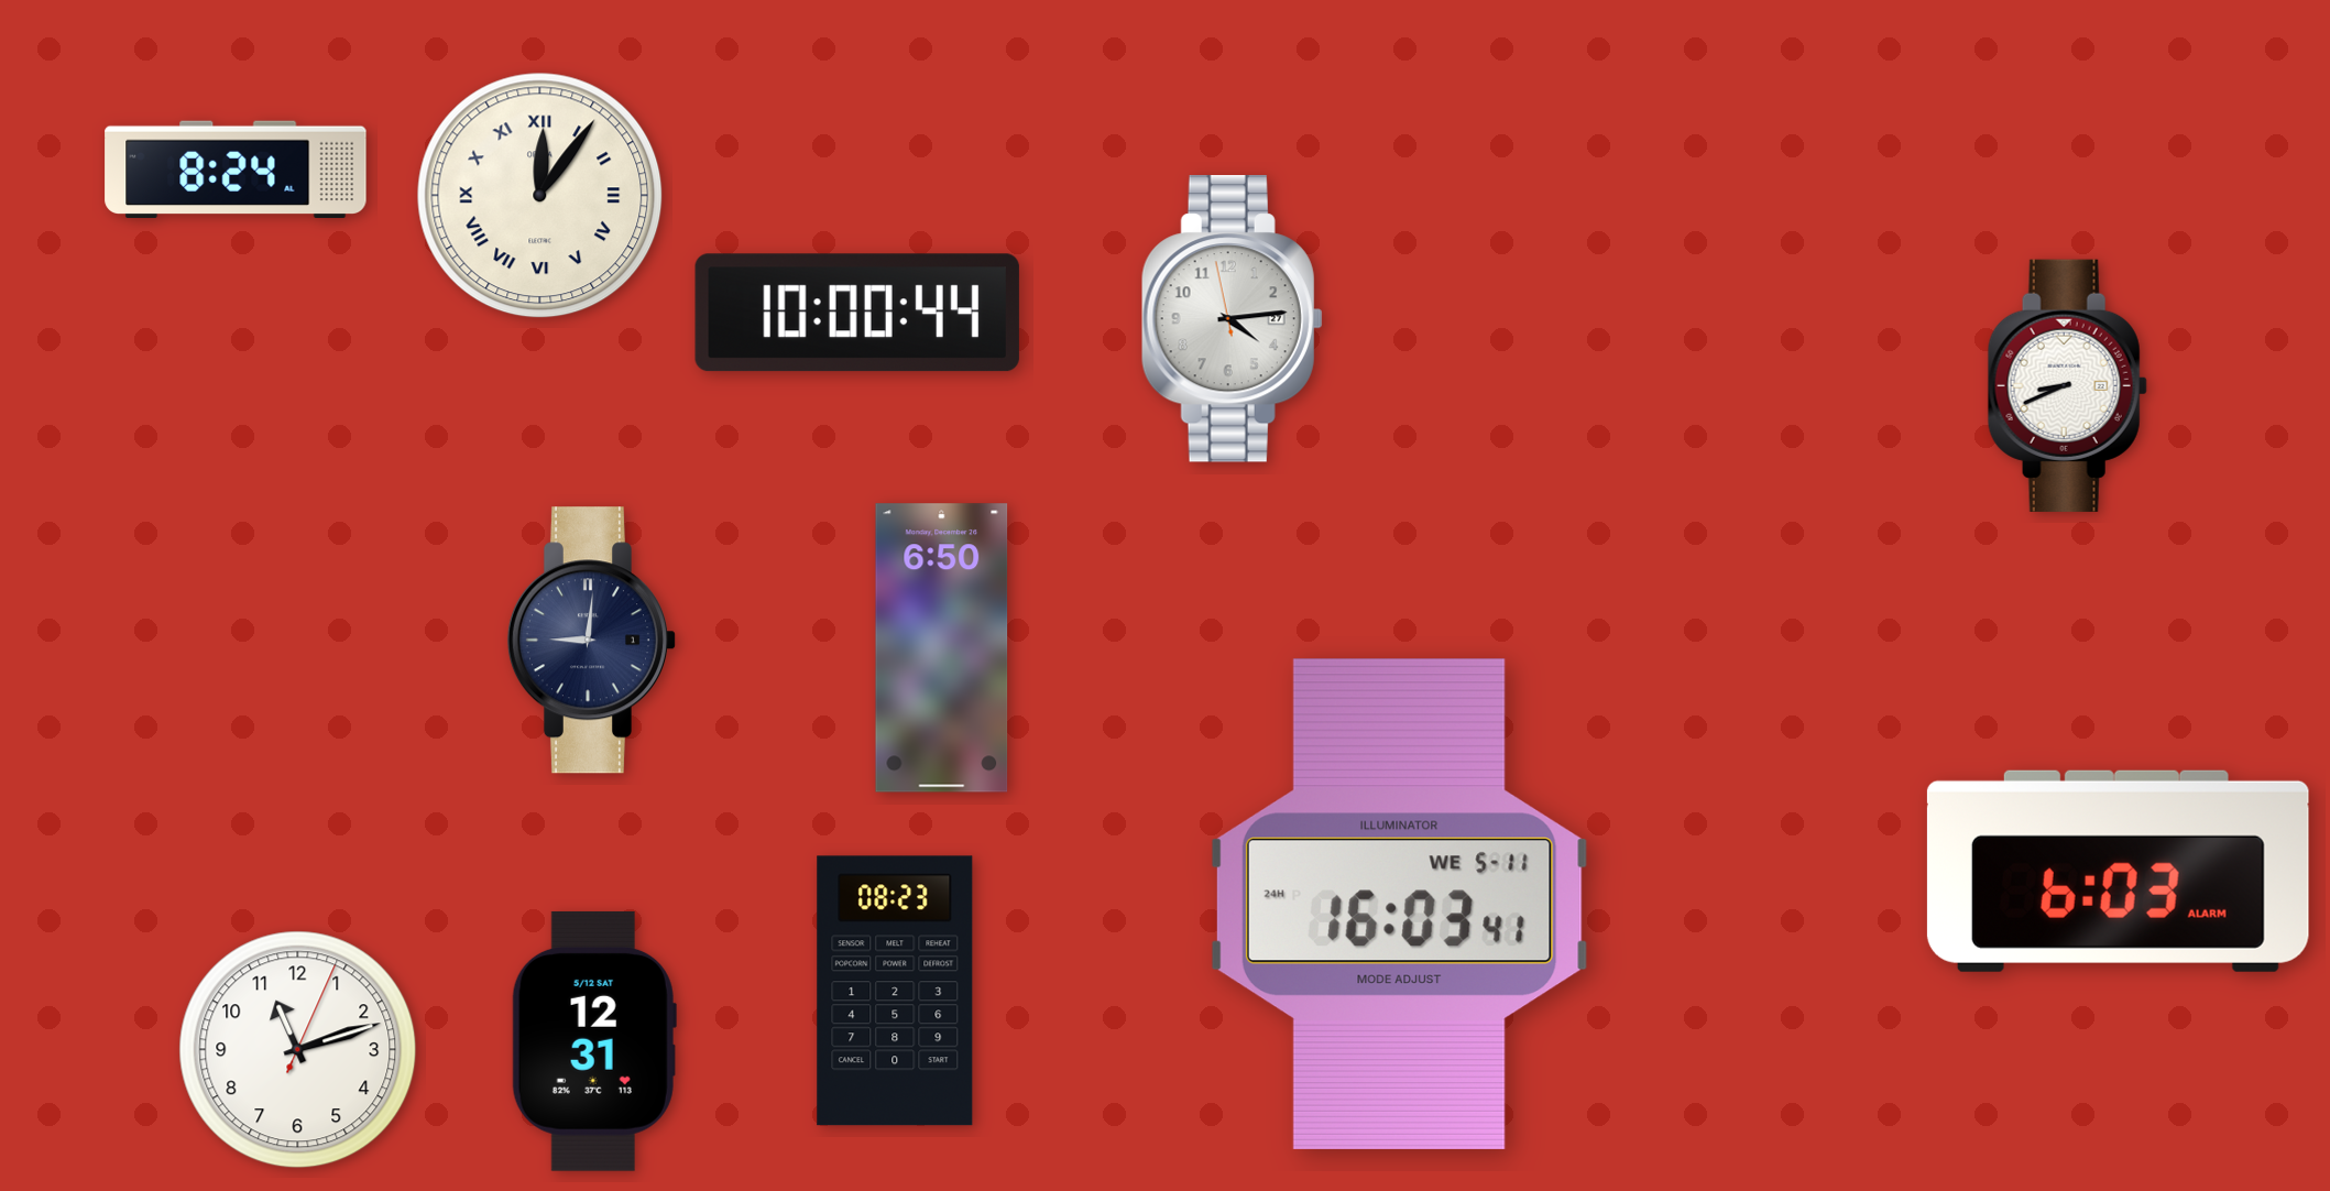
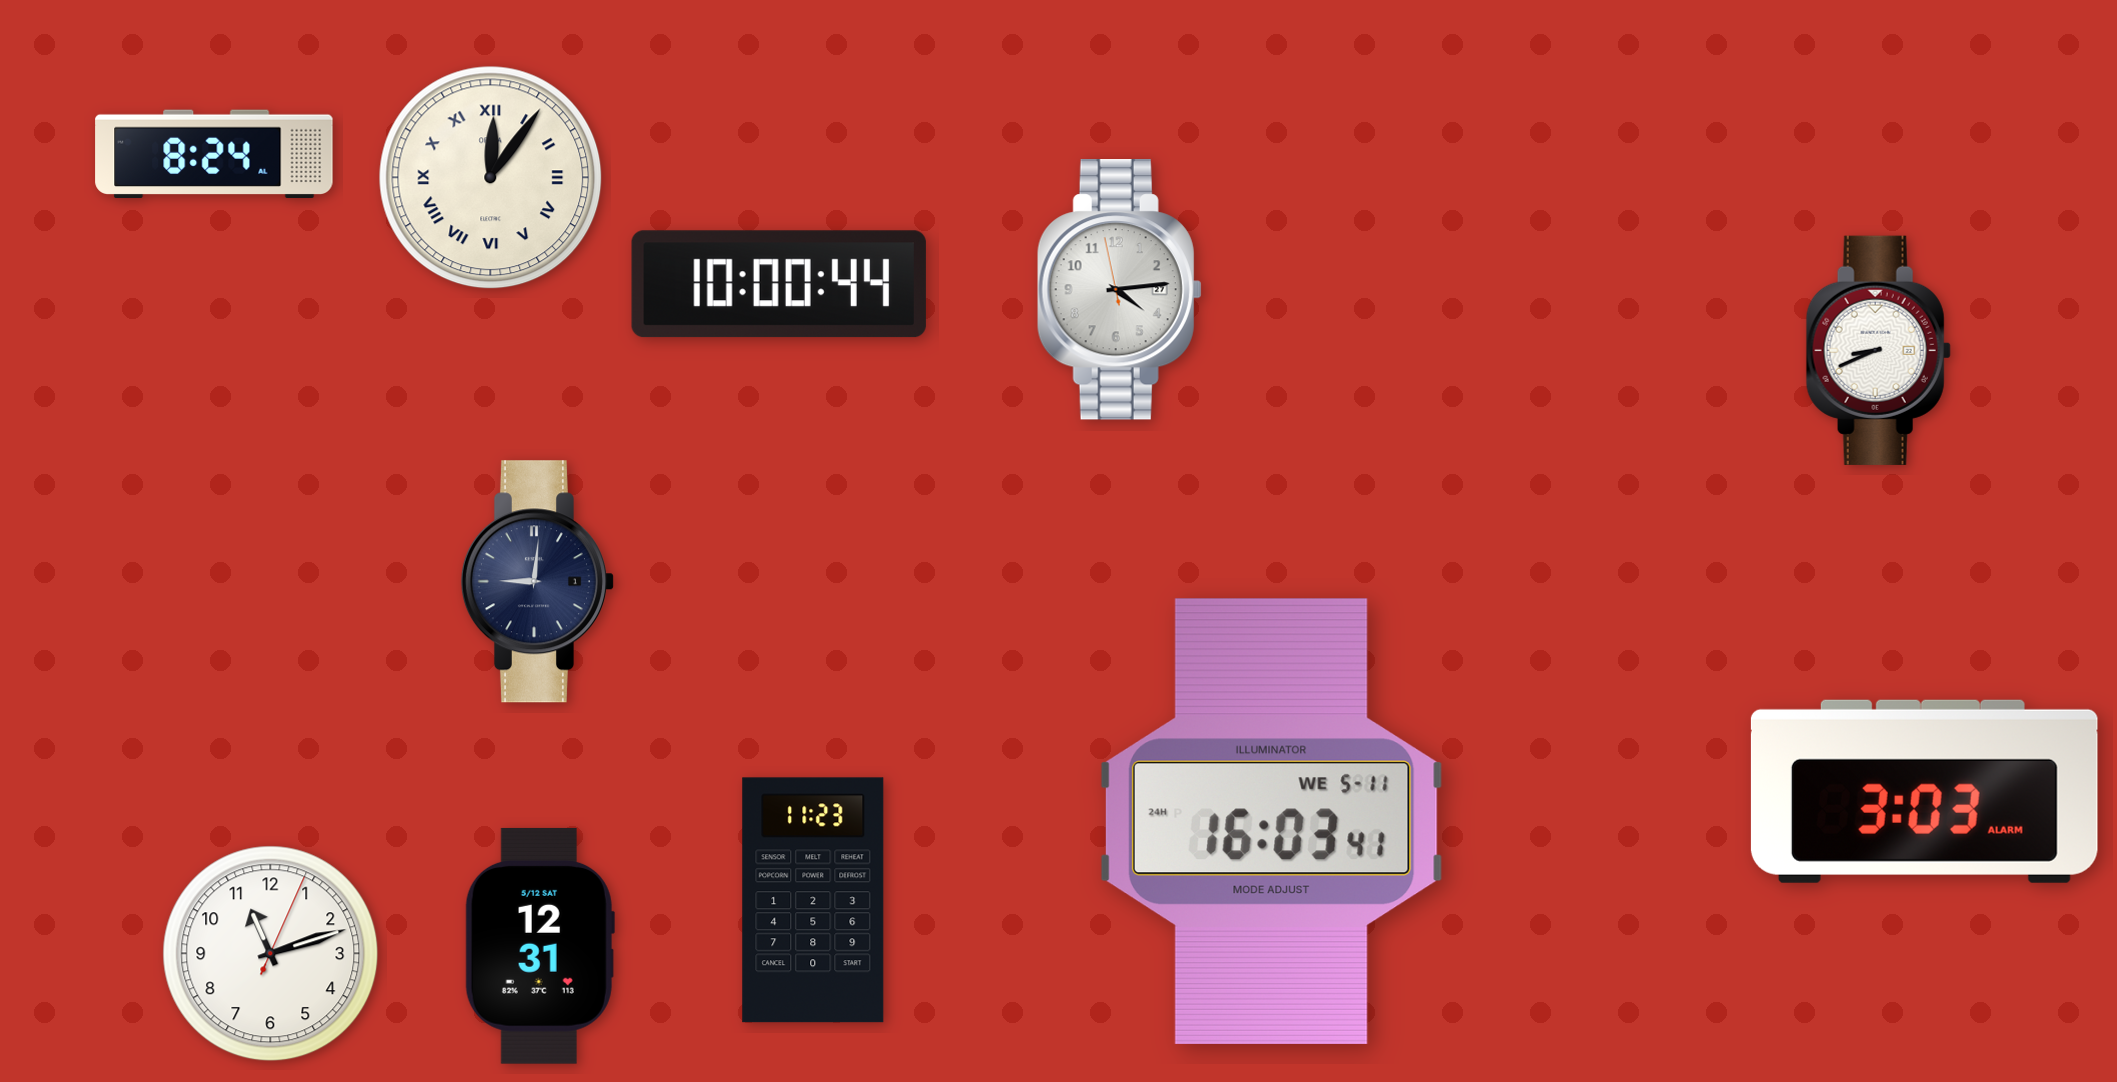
clock at (942, 648): 6:50 -> none
clock at (2118, 871): 6:03 -> 3:03
clock at (895, 991): 08:23 -> 11:23
